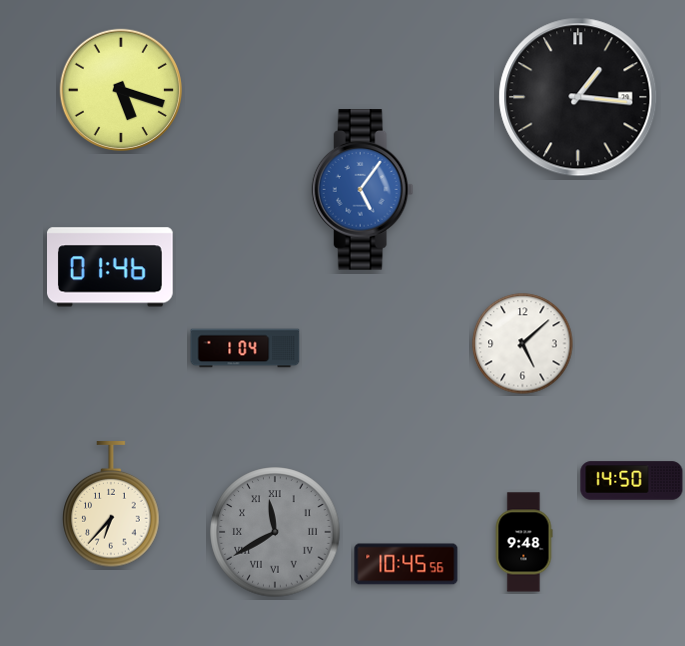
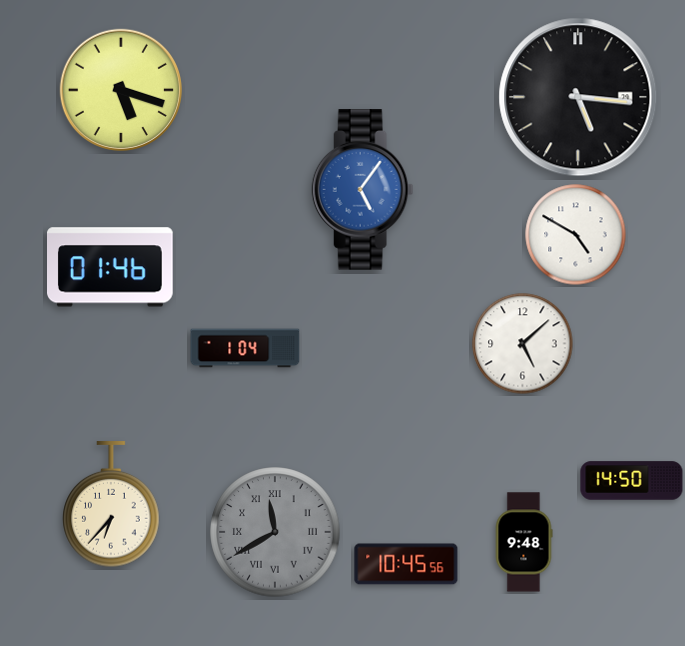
clock at (578, 97): 1:16 -> 5:16
clock at (576, 235): none -> 4:50
